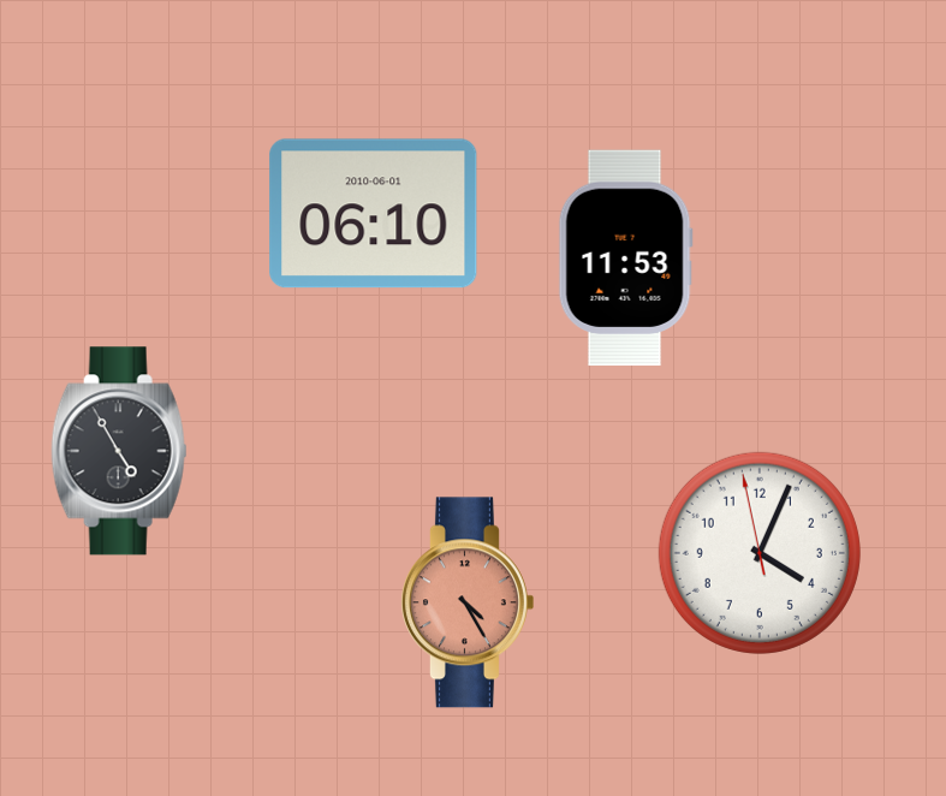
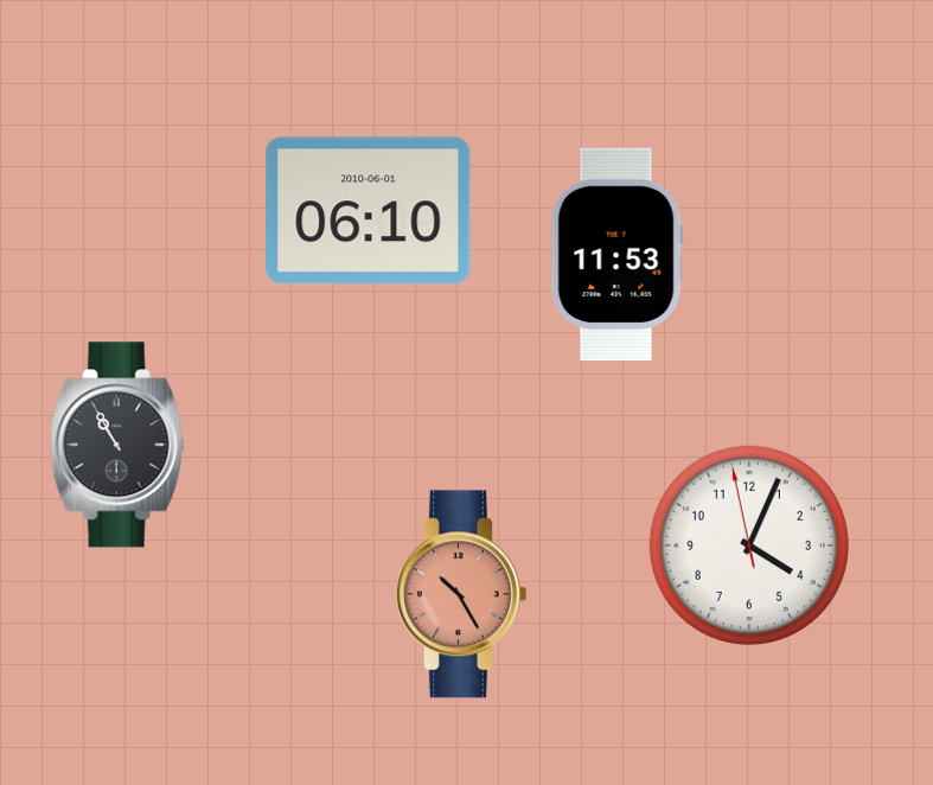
clock at (119, 451): 4:55 -> 10:55
clock at (466, 602): 4:25 -> 10:25
